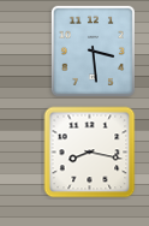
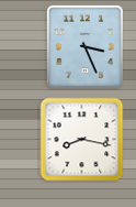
clock at (93, 50): 3:29 -> 3:26
